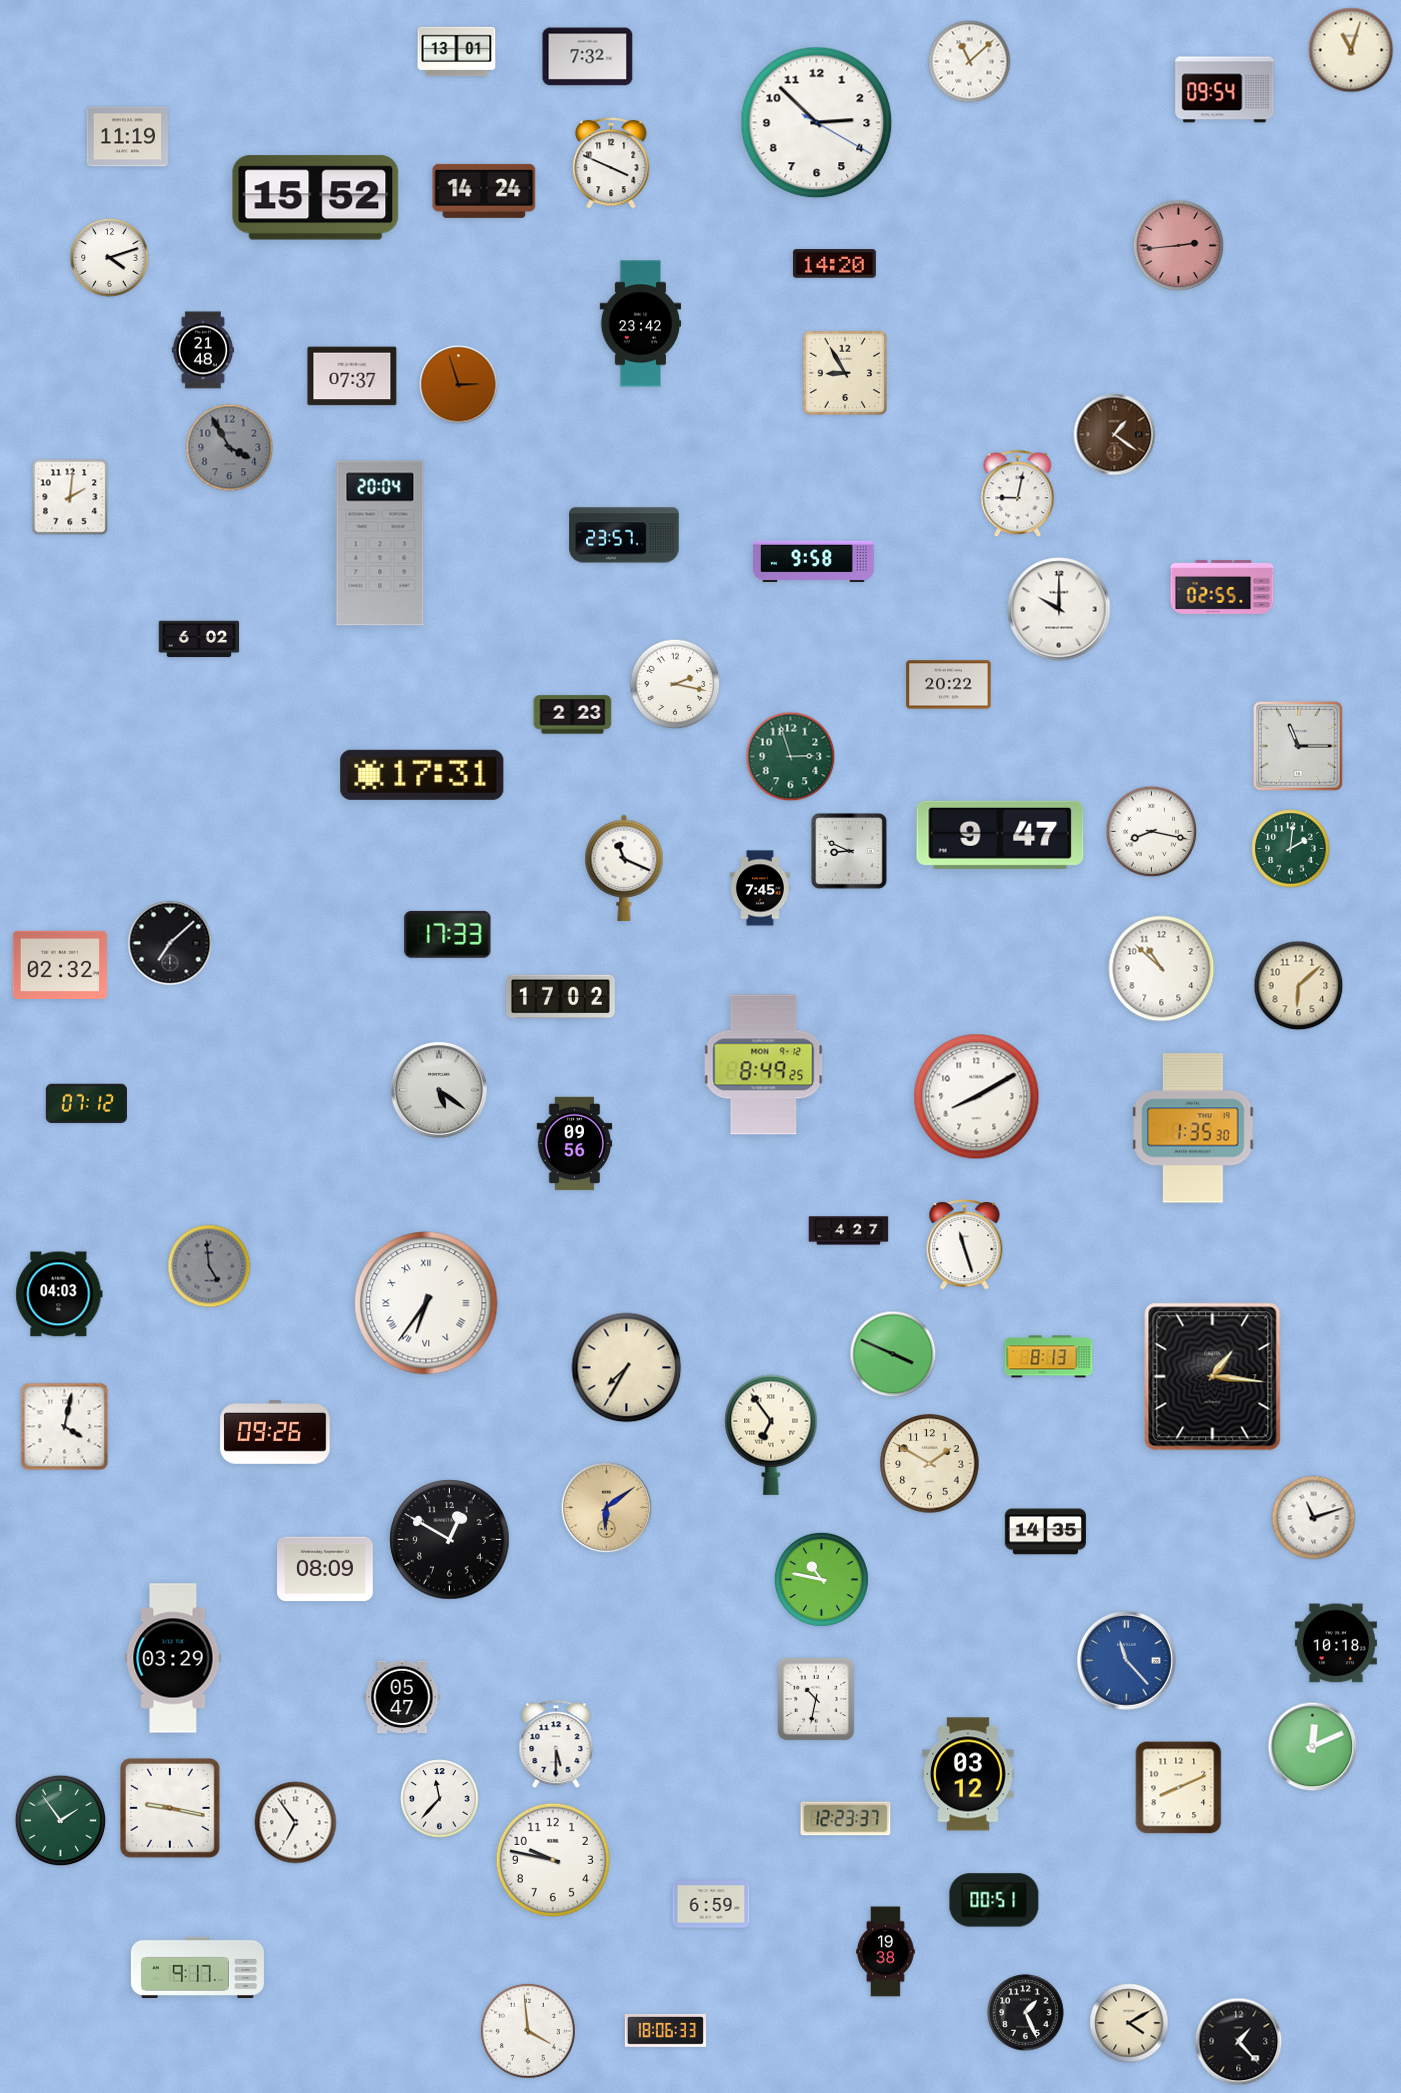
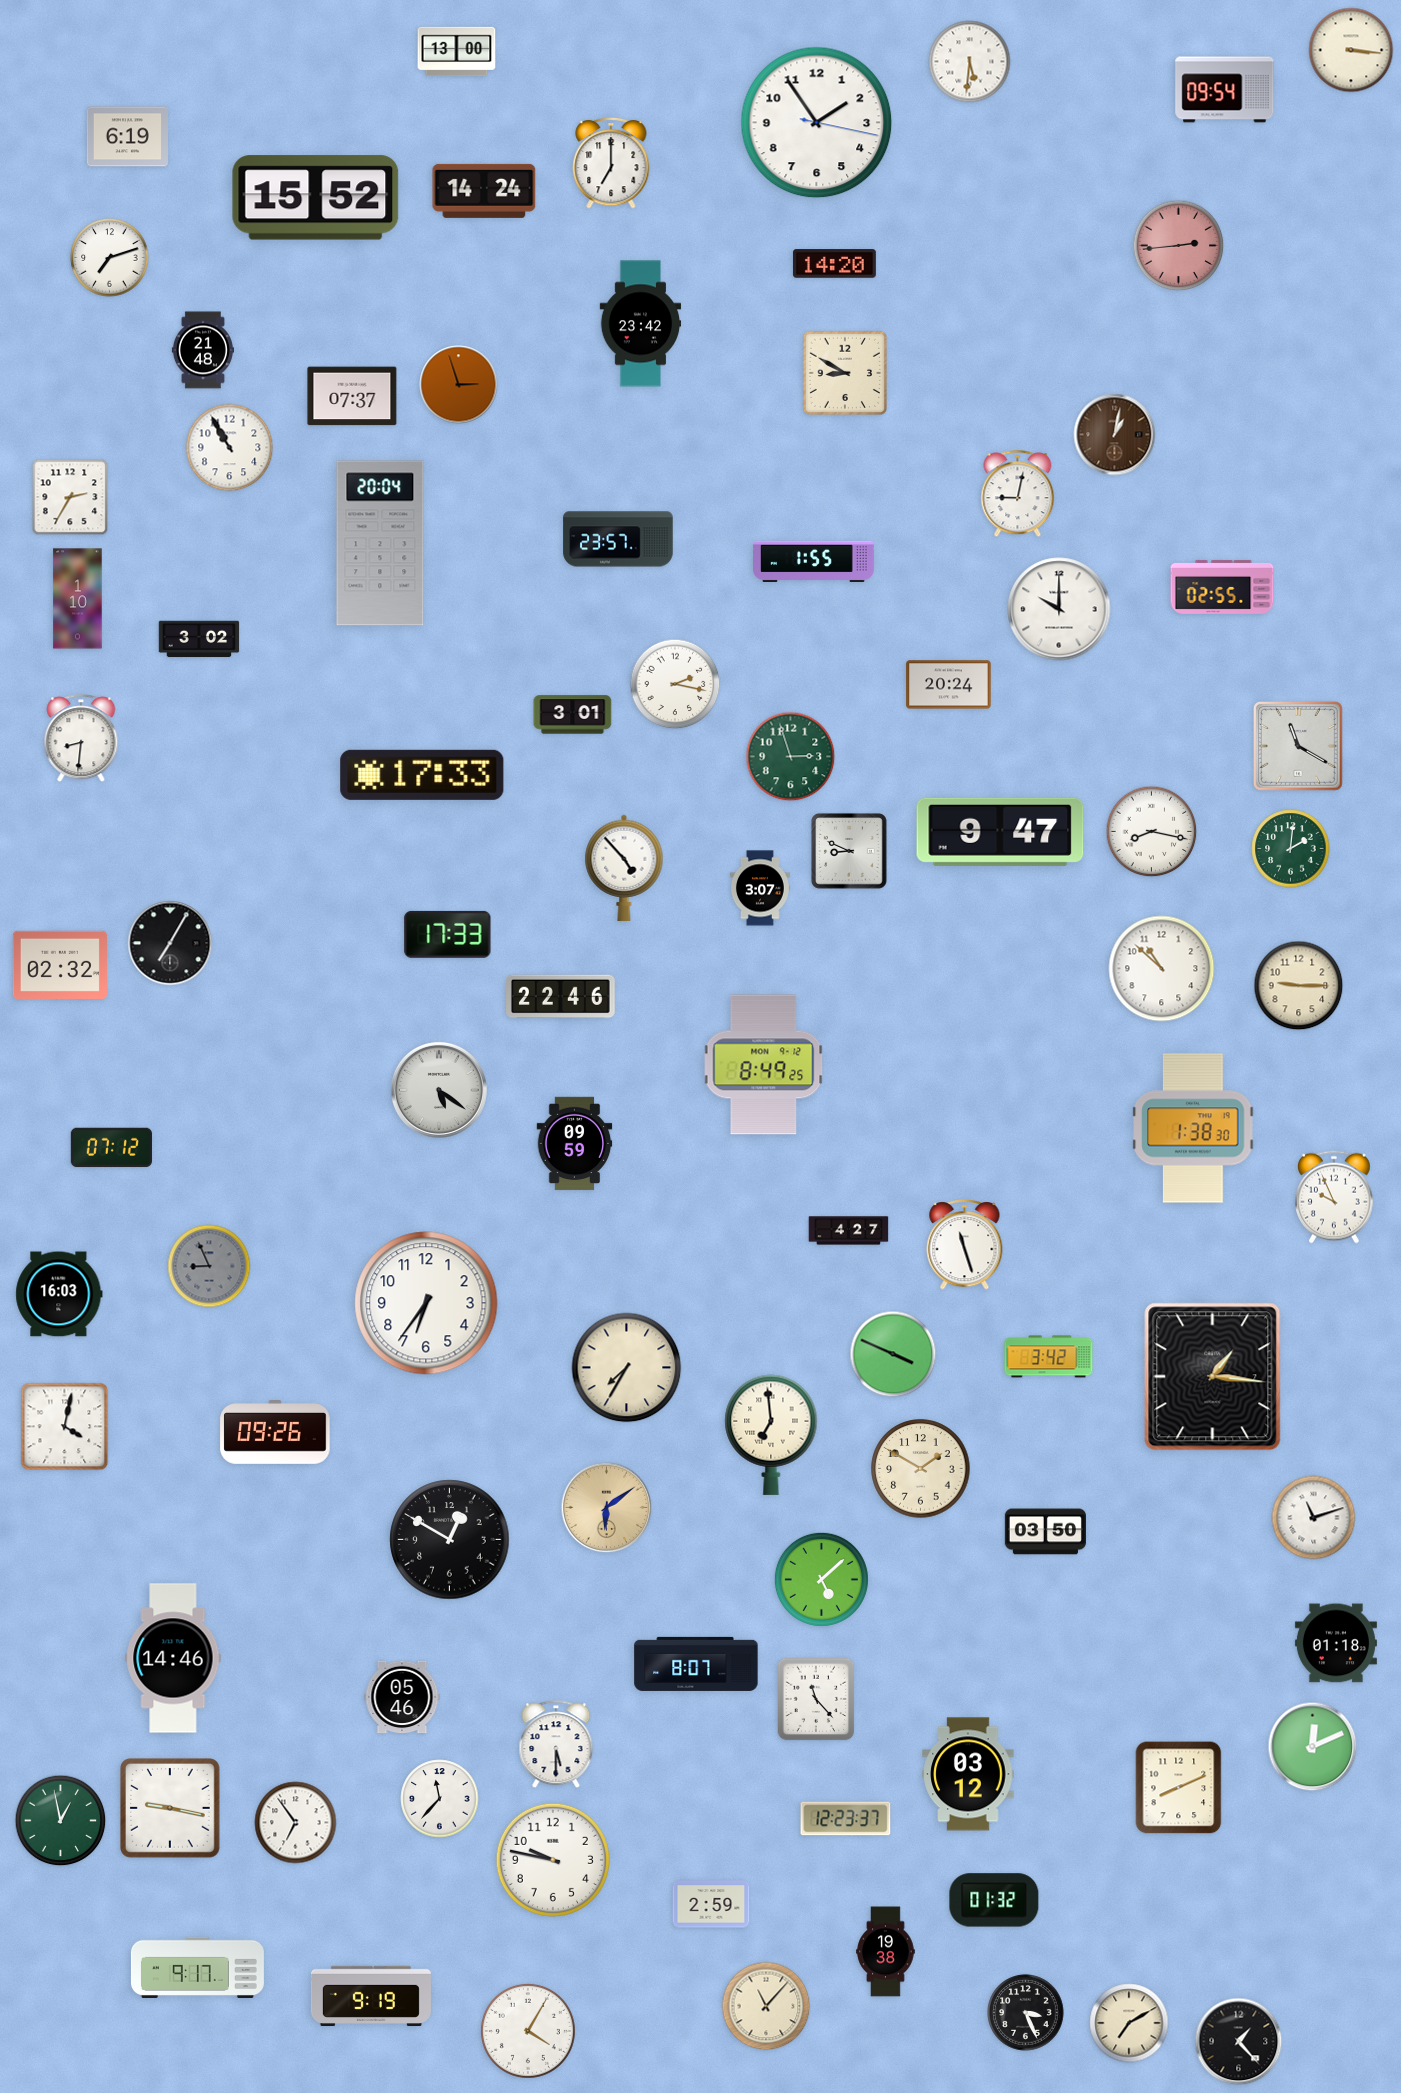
clock at (1351, 50): 11:03 -> 3:16
clock at (457, 52): 13:01 -> 13:00
clock at (588, 57): 7:32 -> none
clock at (970, 62): 11:08 -> 5:31
clock at (817, 123): 2:52 -> 1:54
clock at (127, 137): 11:19 -> 6:19
clock at (611, 163): 3:49 -> 7:00
clock at (110, 258): 4:12 -> 7:12
clock at (845, 373): 8:55 -> 8:50
clock at (352, 376) position: (352, 376) -> (352, 396)
clock at (1115, 435): 1:21 -> 1:02
clock at (230, 448): 3:55 -> 10:55
clock at (230, 448) dial: grey -> white
clock at (70, 497): 2:01 -> 2:35
clock at (624, 535) position: (624, 535) -> (618, 539)
clock at (814, 561): 9:58 -> 1:55
clock at (78, 599): none -> 1:10
clock at (199, 639): 6:02 -> 3:02
clock at (949, 685): 20:22 -> 20:24
clock at (573, 715): 2:23 -> 3:01
clock at (81, 739): none -> 8:31
clock at (1298, 746): 11:15 -> 11:20
clock at (422, 775): 17:31 -> 17:33
clock at (1000, 835) position: (1000, 835) -> (1000, 832)
clock at (624, 867): 11:19 -> 4:53
clock at (760, 888): 7:45 -> 3:07
clock at (170, 943): 7:08 -> 7:05
clock at (1299, 986): 6:08 -> 9:15
clock at (561, 997): 17:02 -> 22:46
clock at (977, 1097): 8:10 -> none
clock at (86, 1104) position: (86, 1104) -> (111, 1148)
clock at (1193, 1128): 1:35 -> 1:38
clock at (575, 1144): 09:56 -> 09:59
clock at (1335, 1197): none -> 9:56
clock at (209, 1266): 4:59 -> 8:56
clock at (59, 1294): 04:03 -> 16:03
clock at (426, 1303) numerals: Roman -> Arabic
clock at (1049, 1357): 8:13 -> 3:42
clock at (771, 1435): 6:54 -> 6:59
clock at (930, 1464) position: (930, 1464) -> (921, 1469)
clock at (1045, 1532): 14:35 -> 03:50
clock at (326, 1569): 08:09 -> none
clock at (821, 1579): 10:47 -> 5:08
clock at (1336, 1643): 10:18 -> 01:18
clock at (173, 1658): 03:29 -> 14:46
clock at (1127, 1661): 11:23 -> none
clock at (696, 1664): none -> 8:07
clock at (402, 1697): 05:47 -> 05:46
clock at (816, 1699): 10:32 -> 11:23
clock at (61, 1821): 1:54 -> 12:58
clock at (994, 1900): 00:51 -> 01:32
clock at (711, 1904): 6:59 -> 2:59
clock at (371, 1995): none -> 9:19
clock at (766, 2006): none -> 11:07
clock at (1026, 2013): 1:26 -> 3:26
clock at (1129, 2023): 4:10 -> 7:10
clock at (665, 2030): 18:06 -> none
clock at (528, 2031): 3:59 -> 4:05
